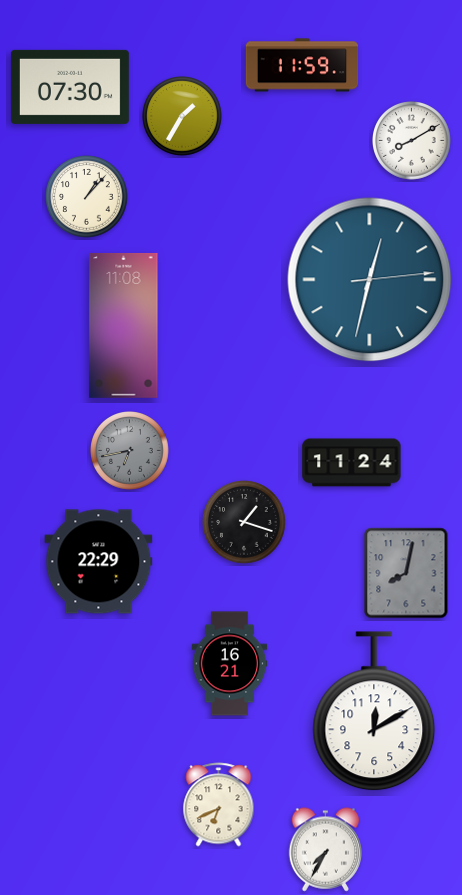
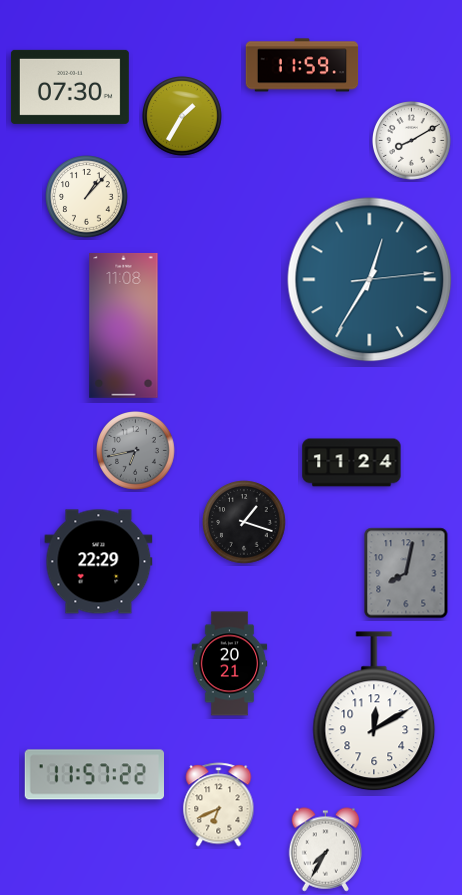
clock at (370, 280): 12:32 -> 12:35
clock at (130, 451) position: (130, 451) -> (136, 451)
clock at (230, 664): 16:21 -> 20:21
clock at (94, 775): none -> 11:57
